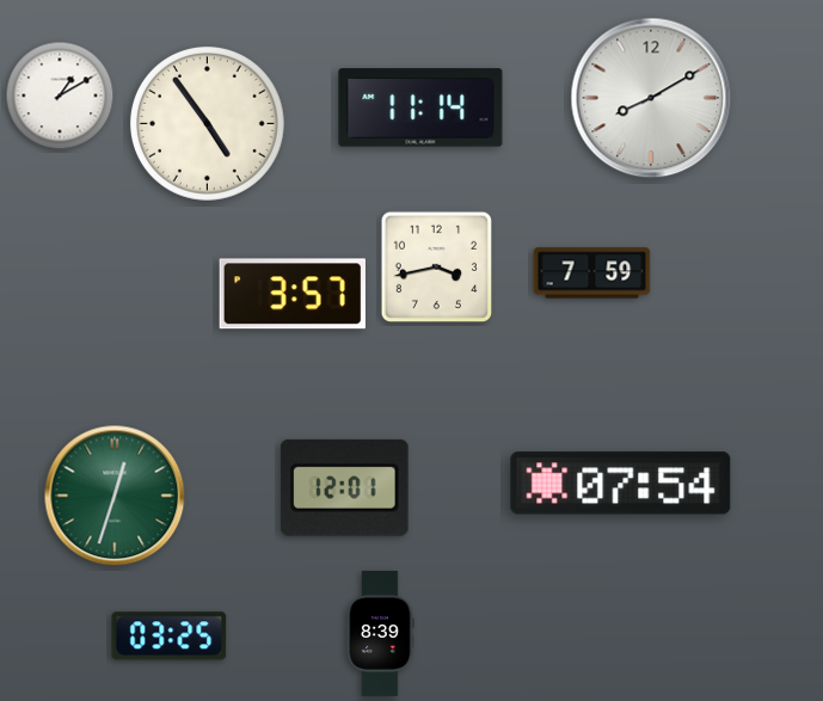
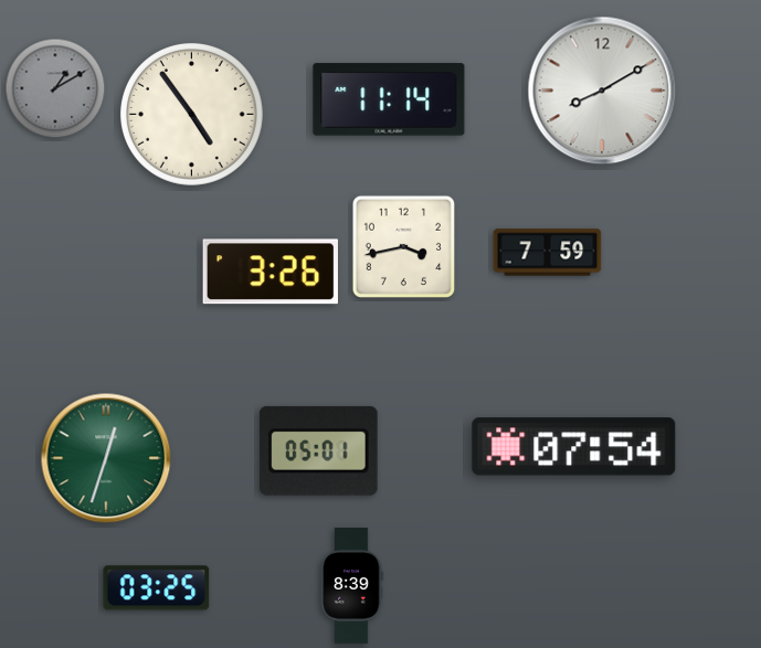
clock at (60, 96) dial: white -> grey
clock at (293, 294): 3:57 -> 3:26
clock at (344, 487): 12:01 -> 05:01
